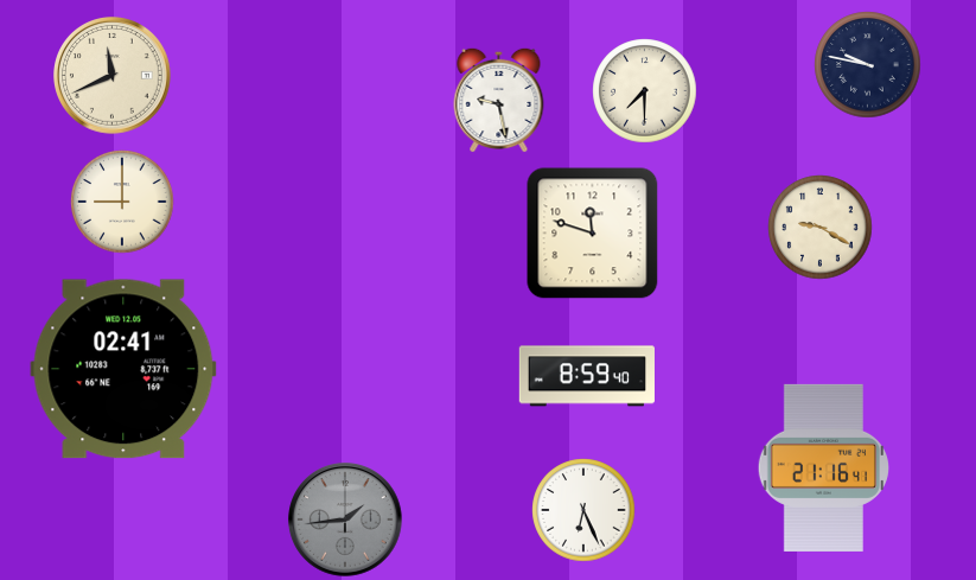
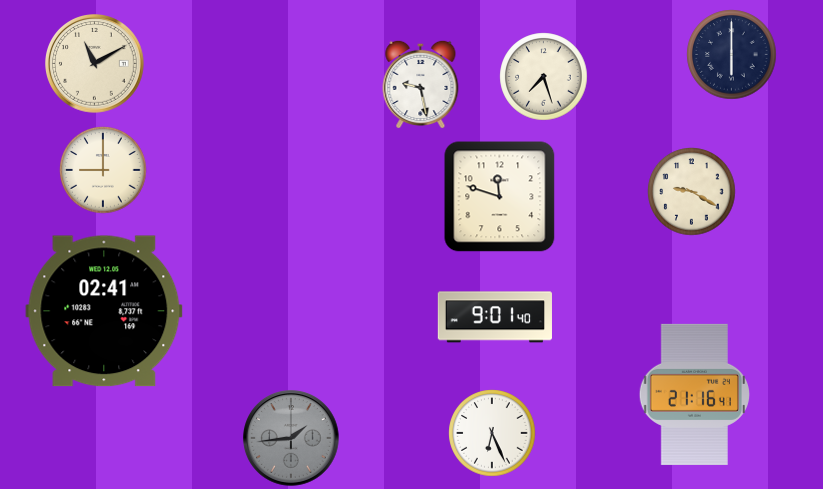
clock at (868, 65): 9:47 -> 6:00
clock at (113, 76): 11:41 -> 11:10
clock at (645, 91): 7:30 -> 7:27
clock at (587, 376): 8:59 -> 9:01
clock at (583, 510) position: (583, 510) -> (492, 433)
